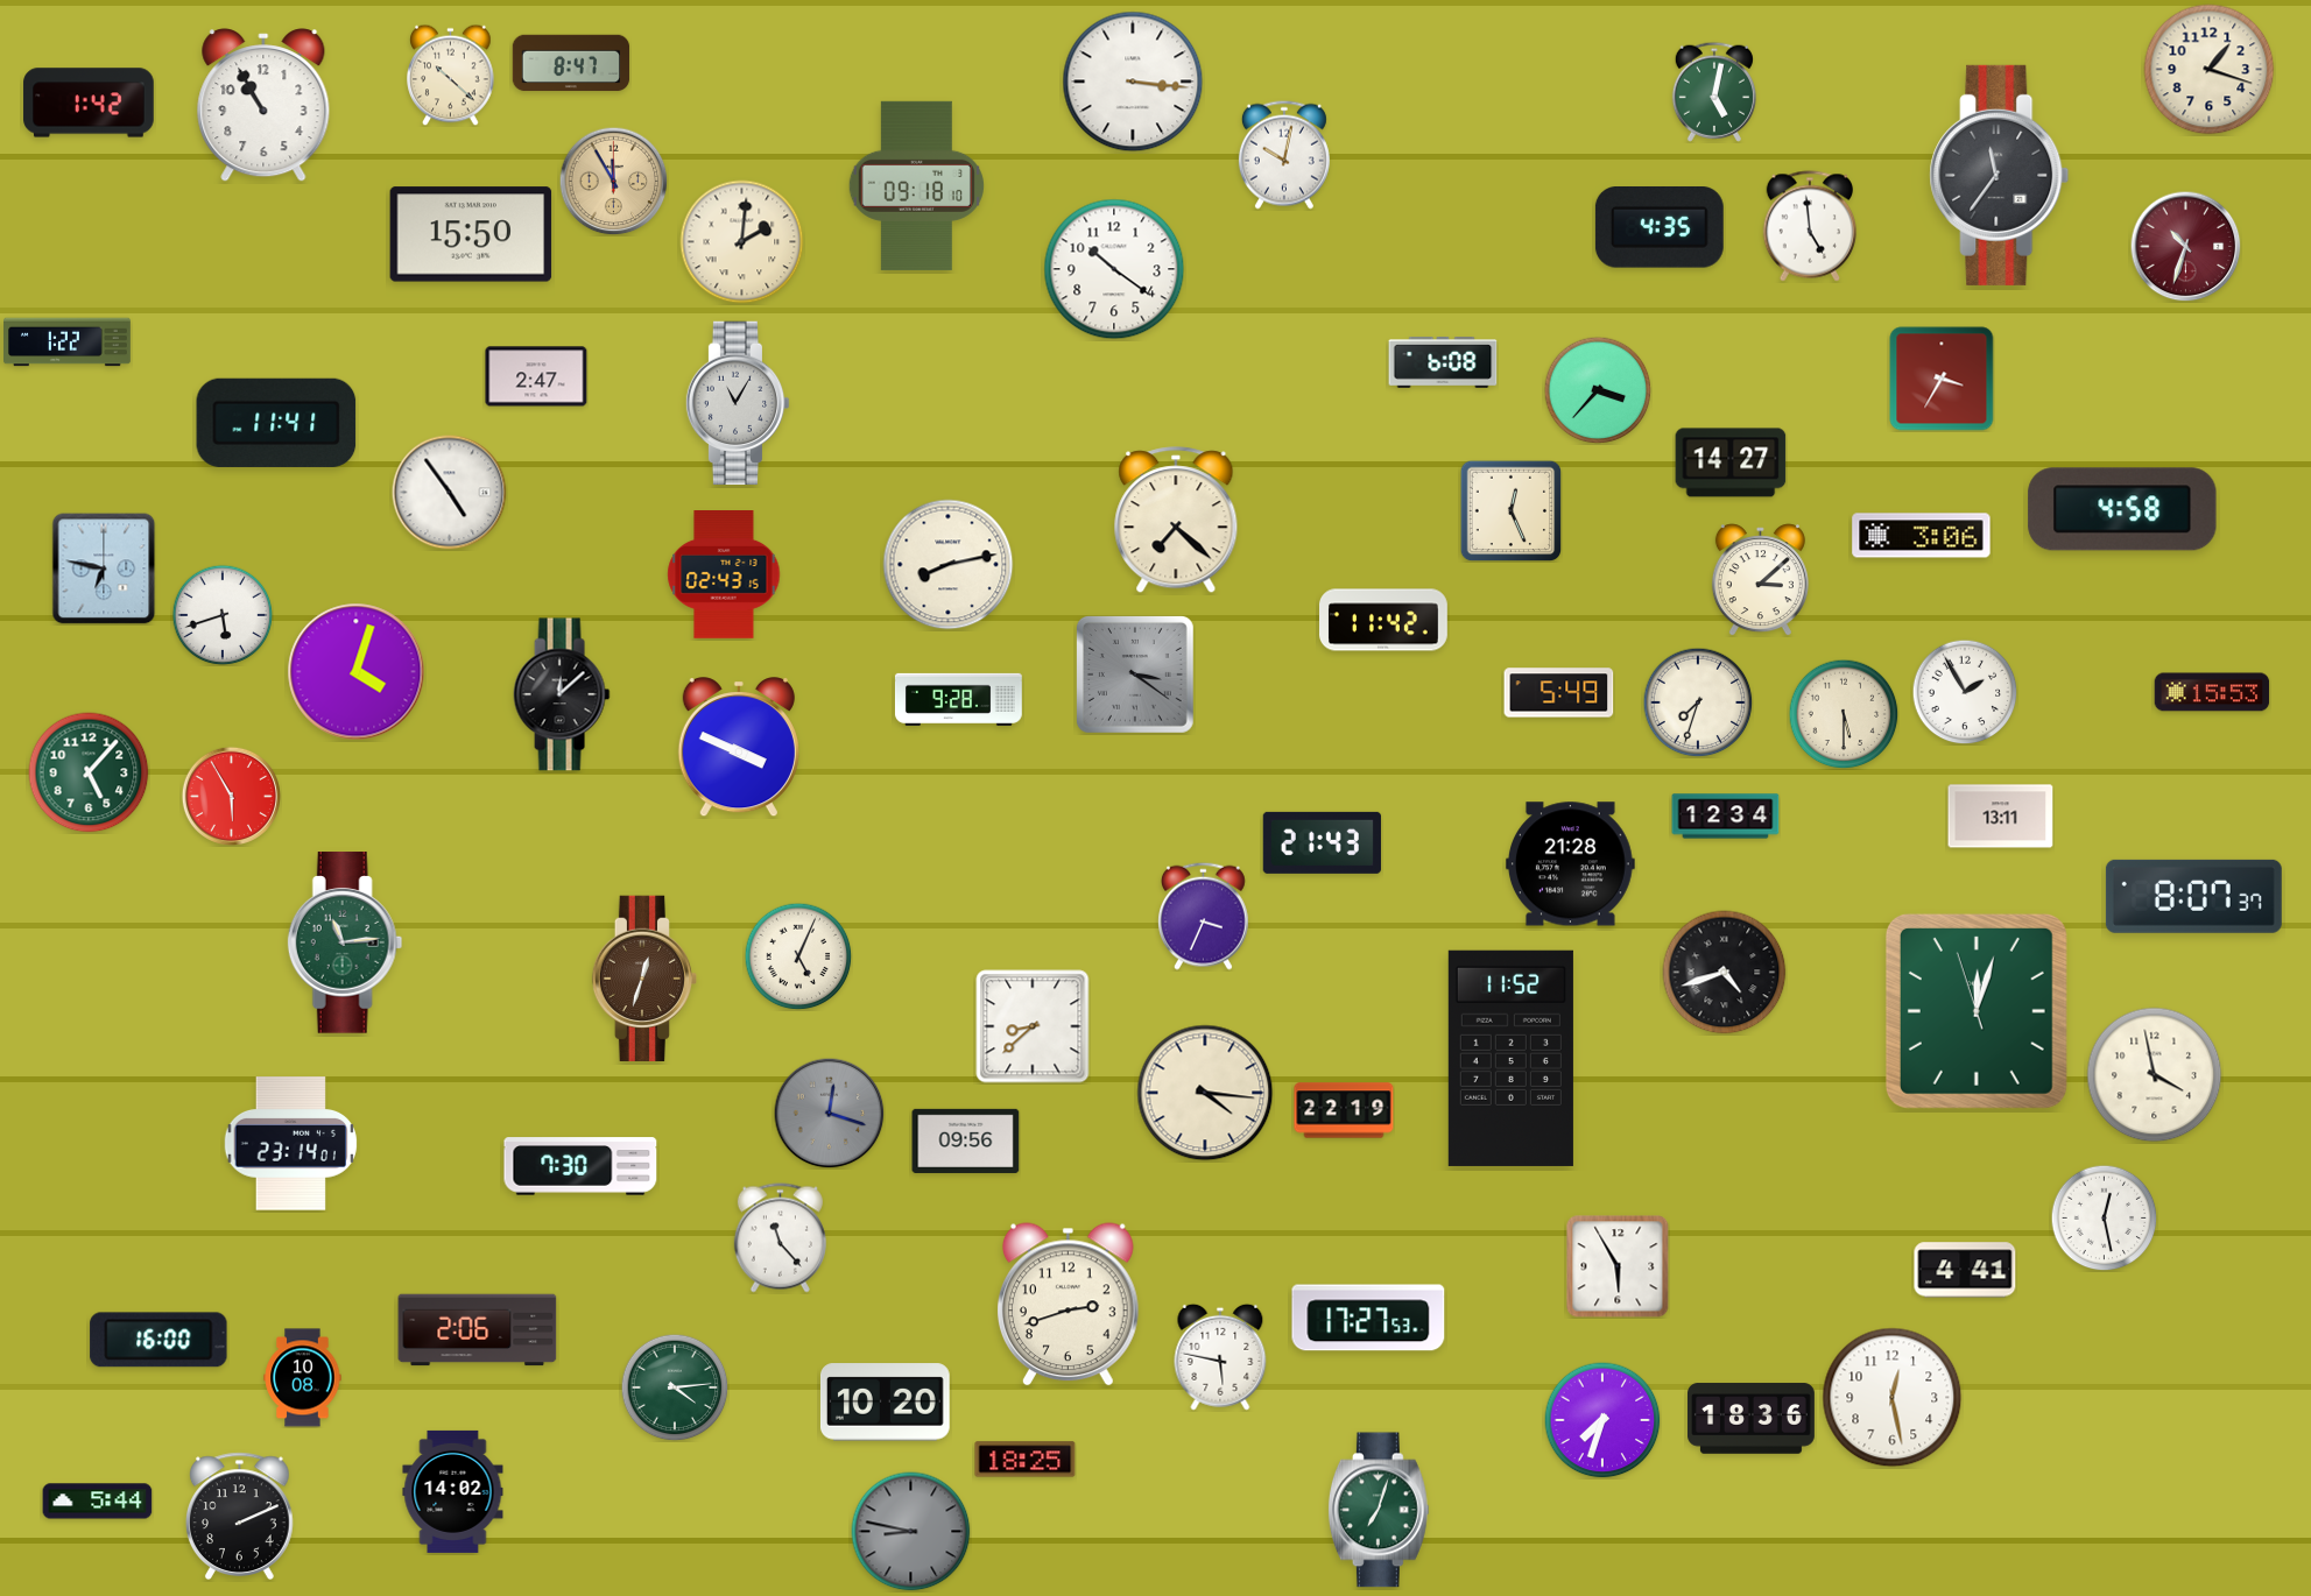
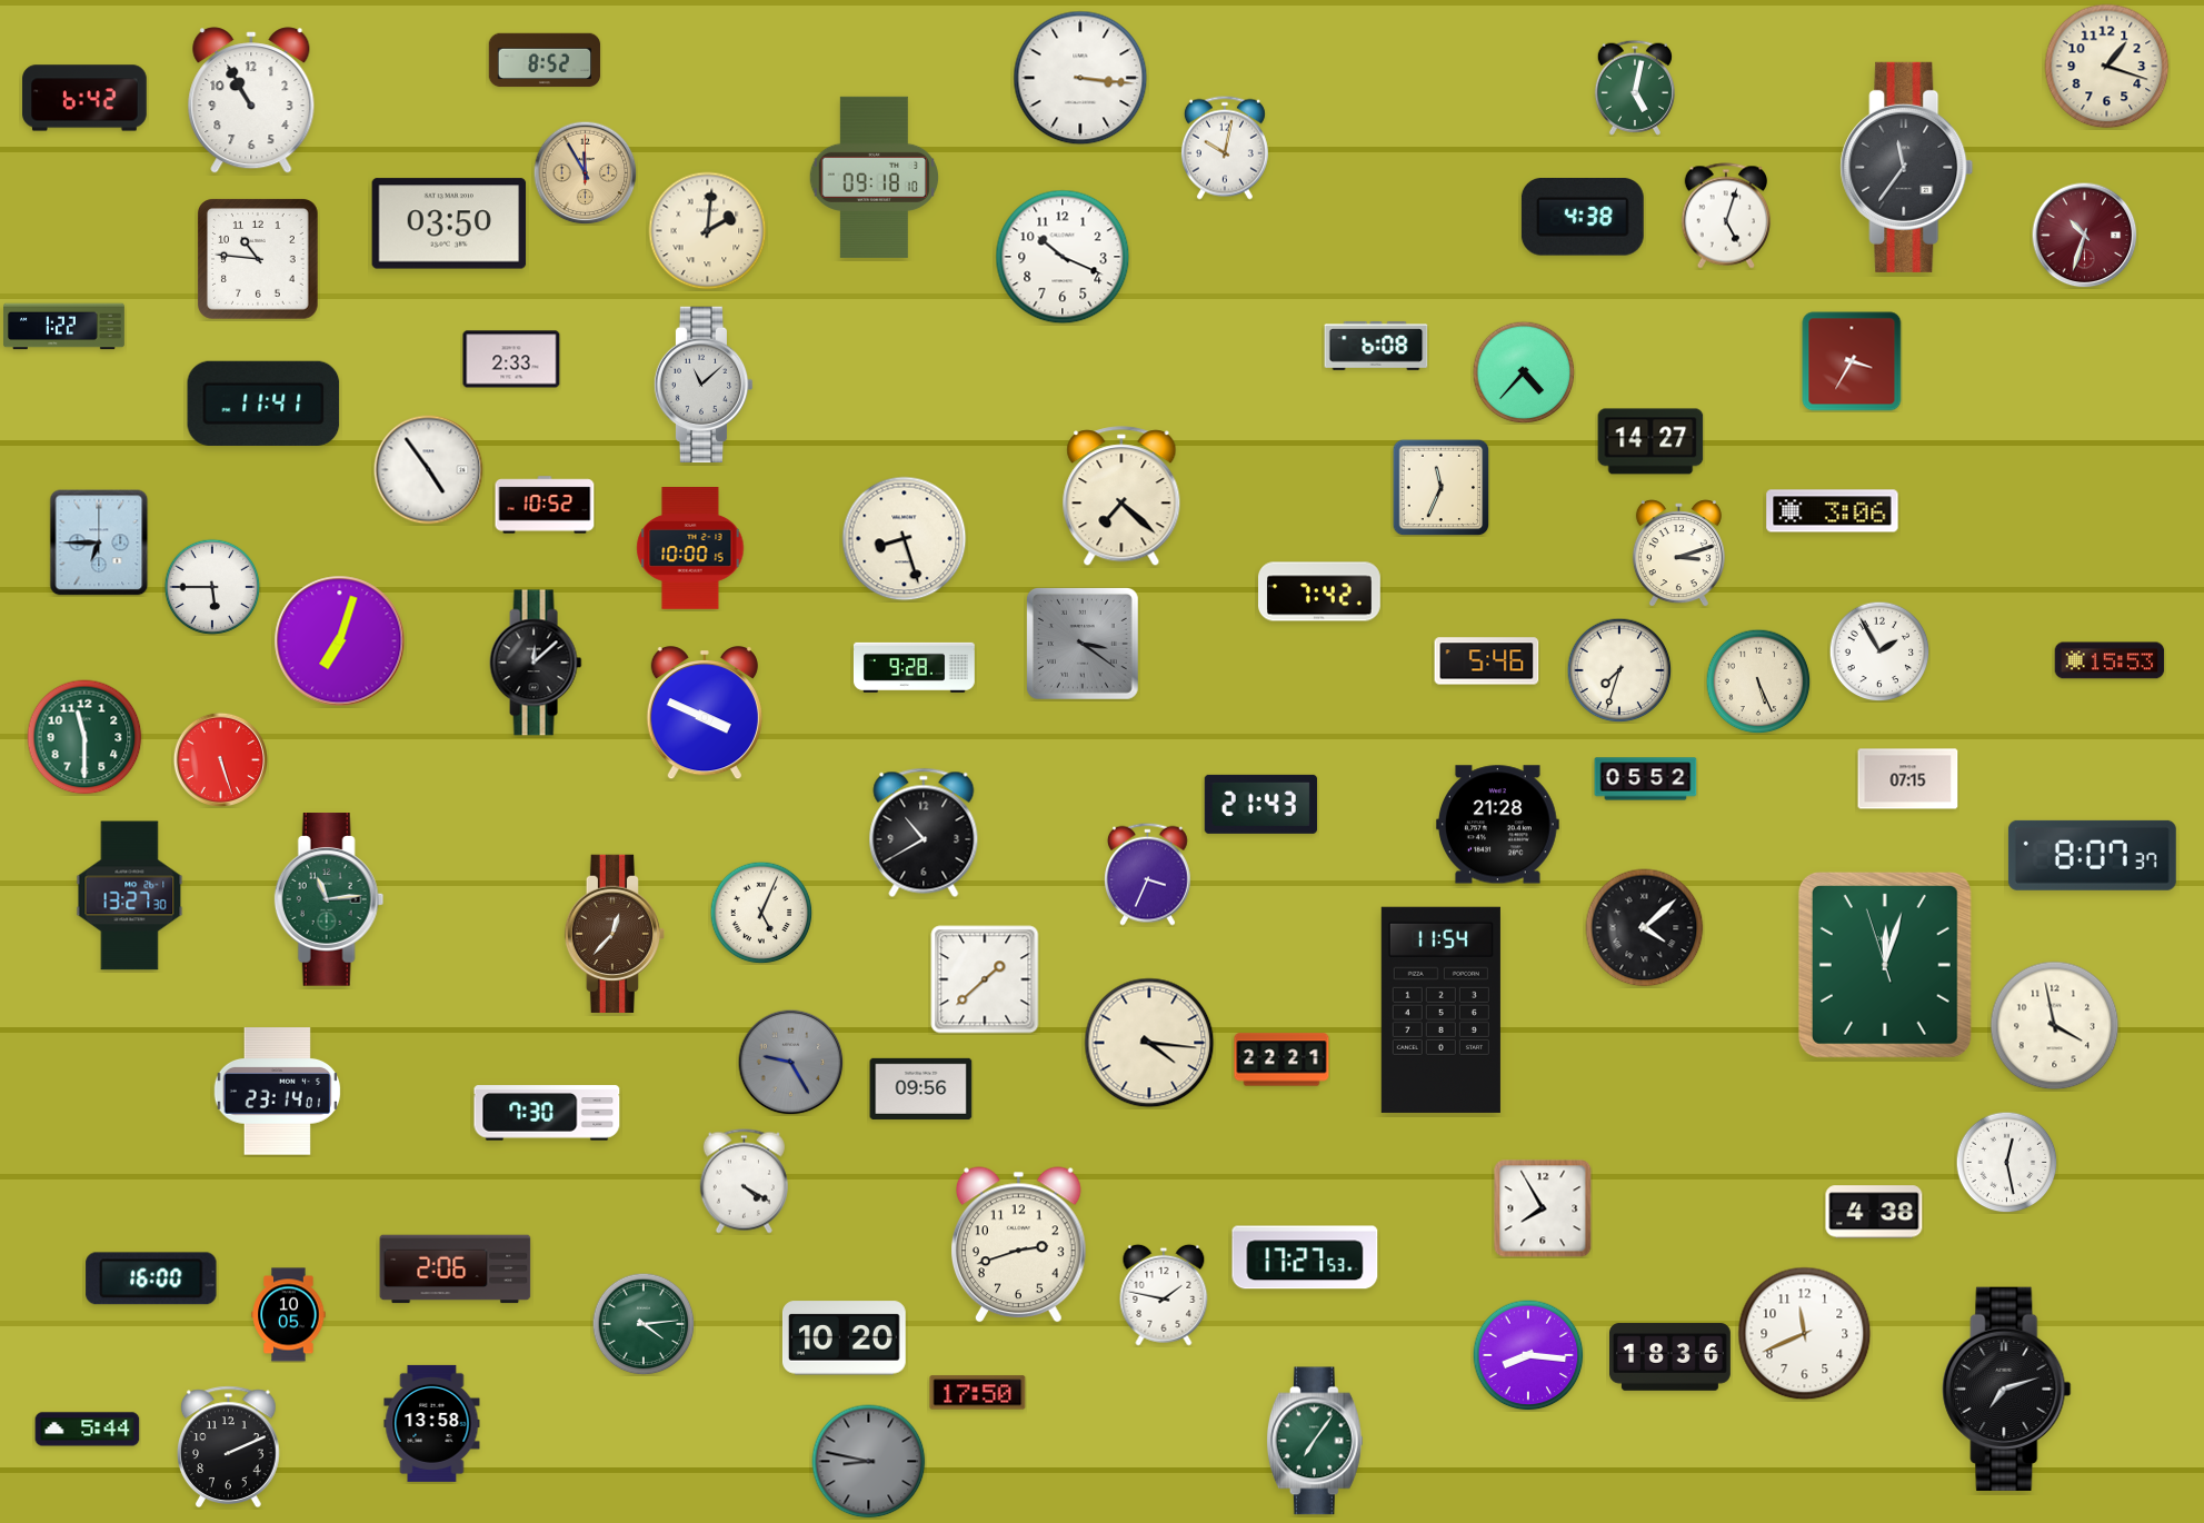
clock at (571, 63): 8:47 -> 8:52
clock at (451, 75): 10:22 -> none
clock at (89, 103): 1:42 -> 6:42
clock at (1809, 226): 4:59 -> 5:03
clock at (1660, 228): 4:35 -> 4:38
clock at (471, 234): 15:50 -> 03:50
clock at (1114, 269): 10:21 -> 10:19
clock at (259, 260): none -> 10:46
clock at (536, 376): 2:47 -> 2:33
clock at (1598, 390): 3:37 -> 4:37
clock at (738, 403): 11:05 -> 11:08
clock at (2122, 509): 4:58 -> none
clock at (1510, 510): 12:26 -> 11:34
clock at (545, 505): none -> 10:52
clock at (949, 565): 8:13 -> 8:27
clock at (104, 569): 6:47 -> 6:45
clock at (724, 575): 02:43 -> 10:00
clock at (1760, 580): 3:08 -> 3:12
clock at (223, 615): 5:42 -> 5:45
clock at (1385, 620): 11:42 -> 7:42
clock at (357, 672): 4:03 -> 7:03
clock at (1965, 692) position: (1965, 692) -> (1879, 651)
clock at (1559, 693): 5:49 -> 5:46
clock at (1844, 714): 5:30 -> 5:26
clock at (89, 772): 5:07 -> 11:30
clock at (231, 796): 5:55 -> 5:27
clock at (1726, 817): 12:34 -> 05:52
clock at (2001, 817): 13:11 -> 07:15
clock at (924, 833): none -> 10:40
clock at (130, 896): none -> 13:27
clock at (1725, 973): 4:42 -> 4:08
clock at (643, 977): 12:33 -> 12:37
clock at (1033, 1026): 8:38 -> 1:38
clock at (1510, 1058): 11:52 -> 11:54
clock at (1344, 1110): 22:19 -> 22:21
clock at (829, 1113): 12:18 -> 9:25
clock at (580, 1166) position: (580, 1166) -> (547, 1113)
clock at (780, 1238): 11:23 -> 4:20
clock at (1618, 1266): 5:55 -> 7:55
clock at (1965, 1270): 4:41 -> 4:38
clock at (1220, 1357): 5:47 -> 1:47
clock at (303, 1378): 10:08 -> 10:05
clock at (1893, 1398): 12:28 -> 11:41
clock at (1752, 1419) position: (1752, 1419) -> (1671, 1357)
clock at (1602, 1420): 7:33 -> 8:16
clock at (2007, 1388): none -> 7:12
clock at (1026, 1460): 18:25 -> 17:50
clock at (453, 1491): 14:02 -> 13:58
clock at (98, 1502) position: (98, 1502) -> (88, 1430)
clock at (1379, 1510): 7:03 -> 7:06
